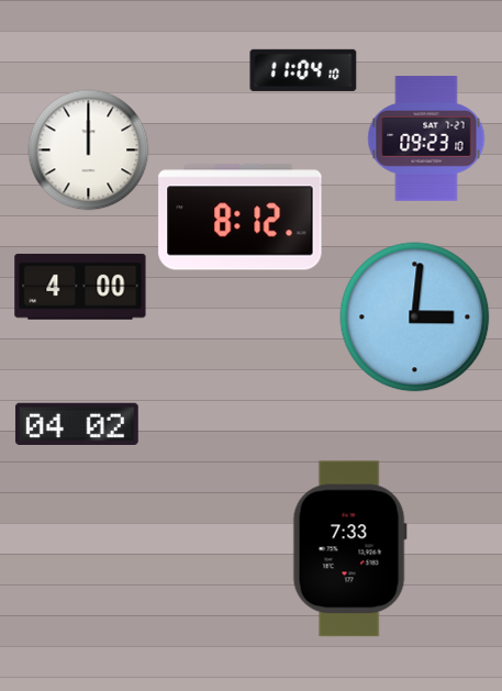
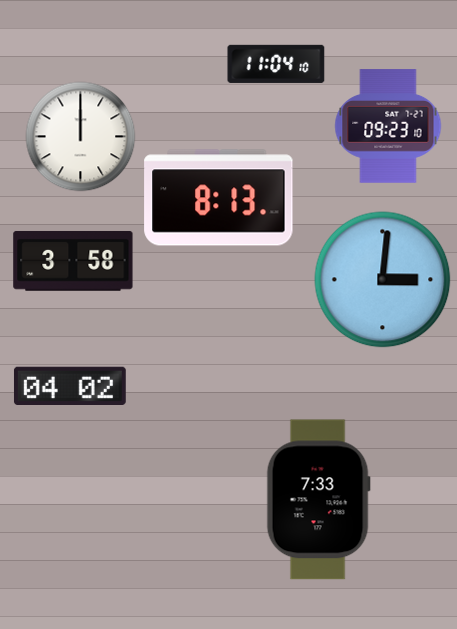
clock at (241, 218): 8:12 -> 8:13
clock at (80, 287): 4:00 -> 3:58
clock at (415, 317) position: (415, 317) -> (383, 280)
